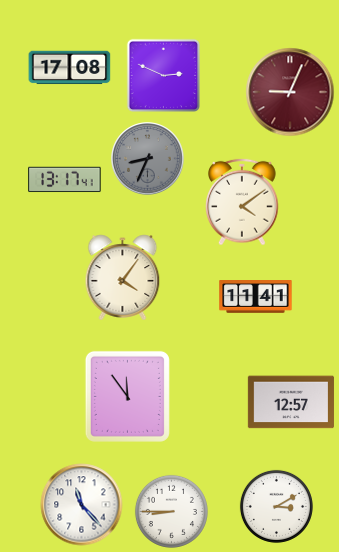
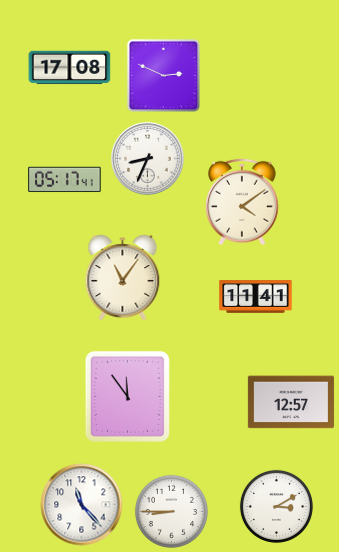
clock at (290, 92): 9:04 -> none
clock at (148, 159) dial: grey -> white
clock at (65, 180): 13:17 -> 05:17
clock at (123, 278): 4:06 -> 11:06
